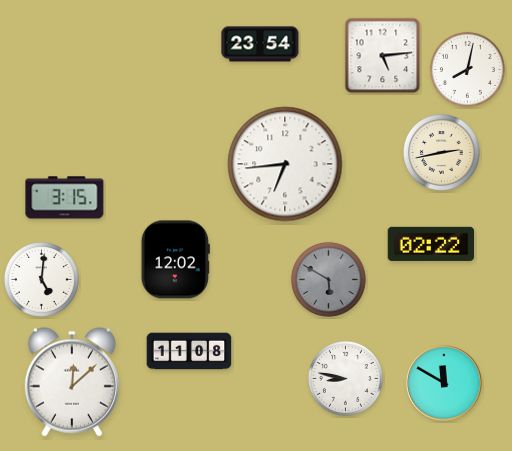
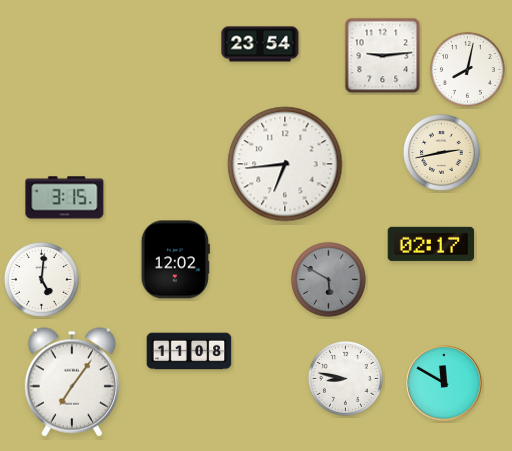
clock at (383, 56): 5:14 -> 9:14
clock at (431, 244): 02:22 -> 02:17
clock at (72, 382): 12:08 -> 7:06
